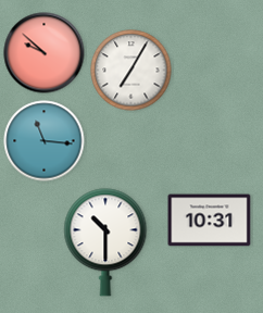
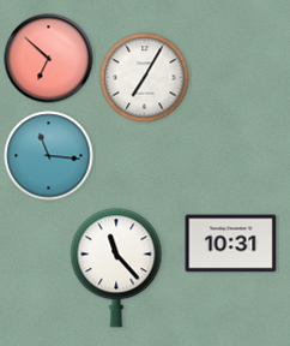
clock at (45, 53): 9:52 -> 6:52
clock at (105, 242): 10:30 -> 11:23
